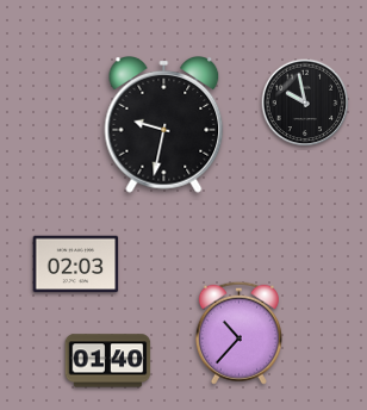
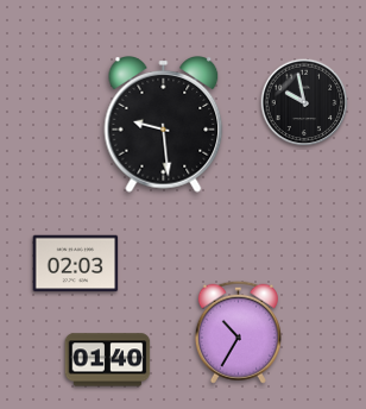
clock at (164, 125): 9:32 -> 9:29
clock at (238, 333): 10:37 -> 10:35
